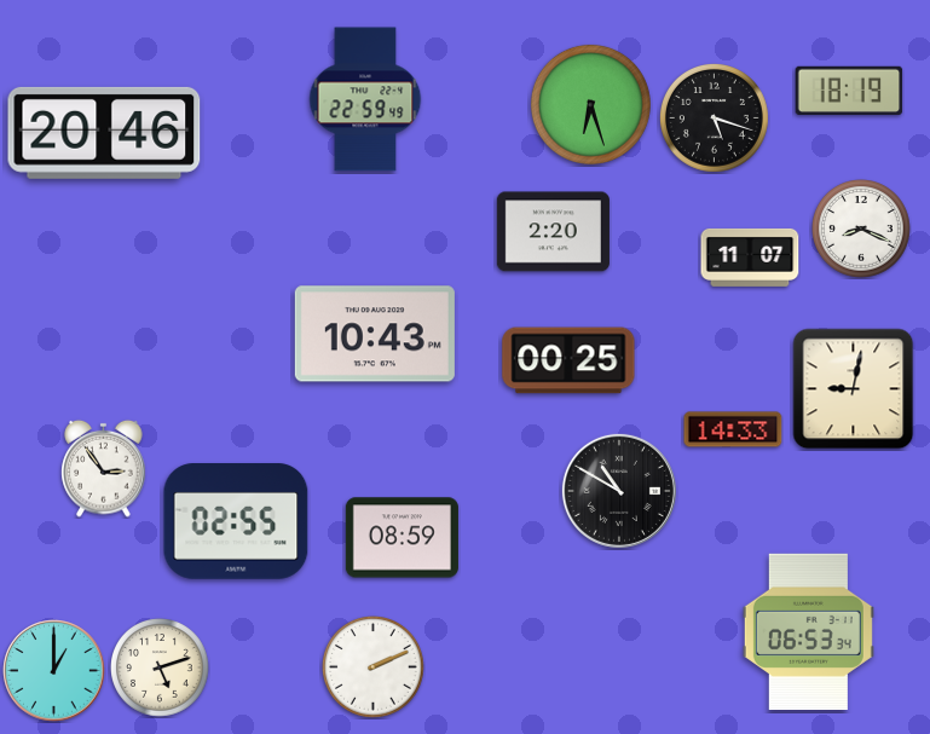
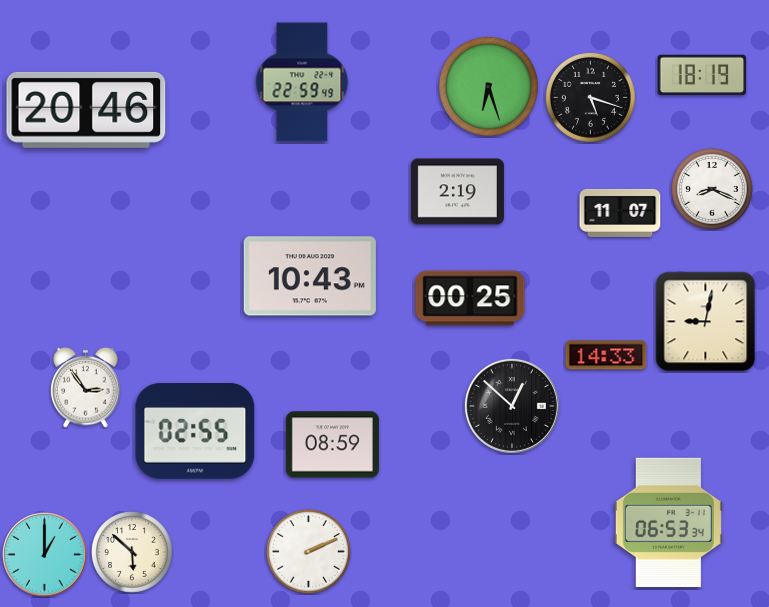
clock at (553, 232): 2:20 -> 2:19
clock at (619, 491): 10:50 -> 12:52
clock at (160, 667): 5:12 -> 5:52
